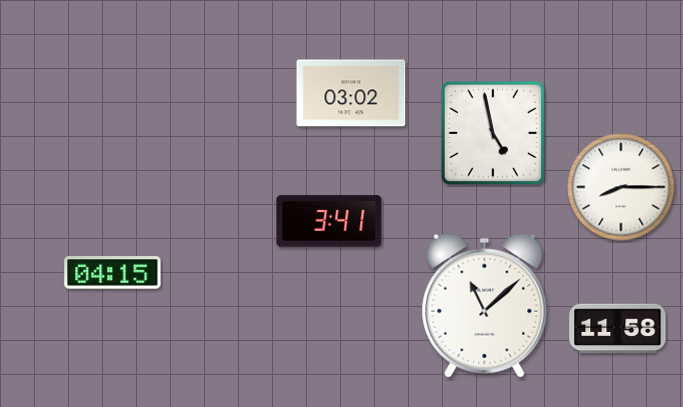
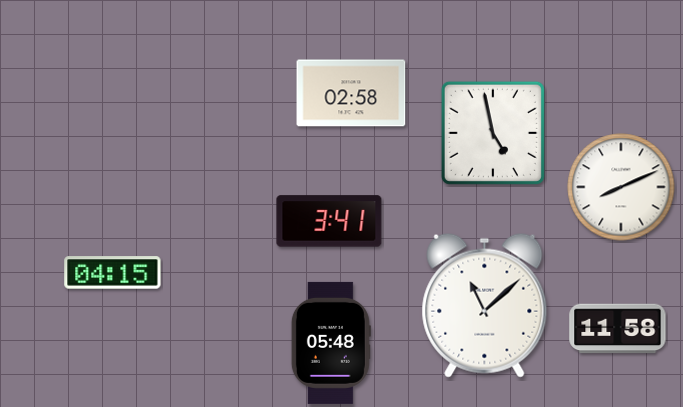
clock at (351, 93): 03:02 -> 02:58
clock at (621, 187): 8:15 -> 8:11
clock at (331, 343): none -> 05:48
